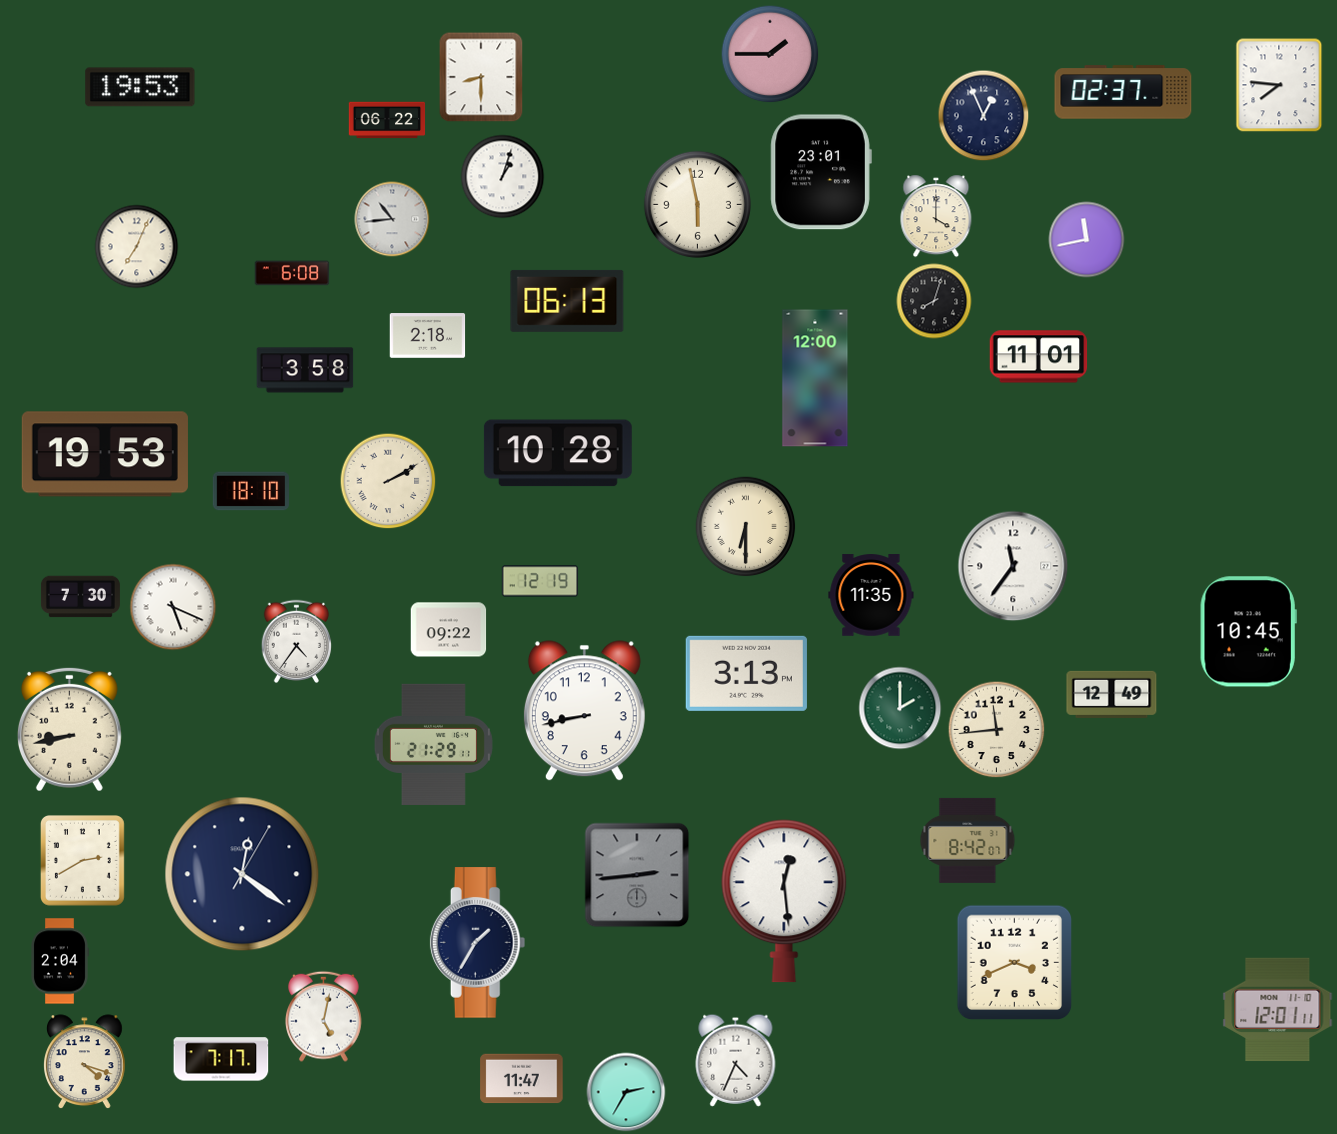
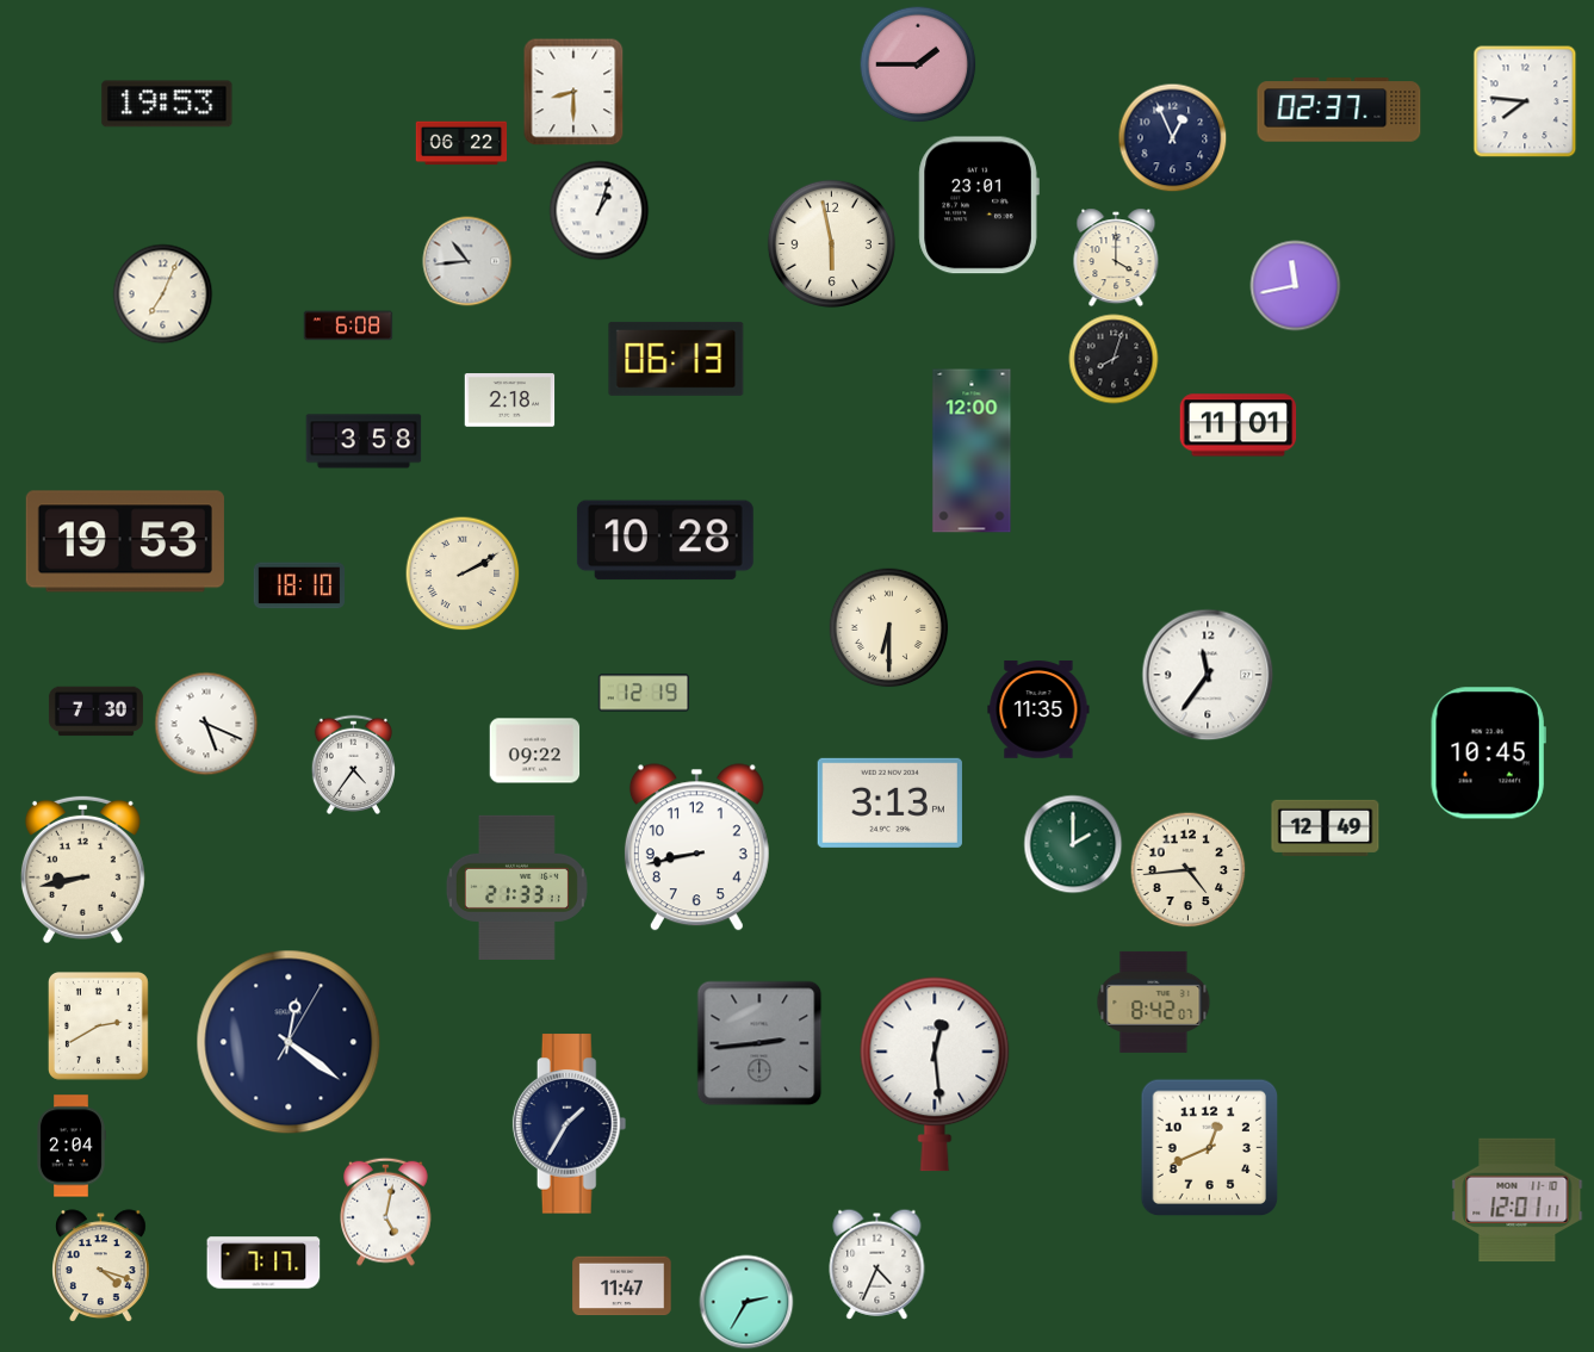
clock at (997, 730): 11:44 -> 4:44
clock at (433, 744): 21:29 -> 21:33
clock at (1015, 963): 3:41 -> 12:41
clock at (1278, 1010) position: (1278, 1010) -> (1518, 1201)
